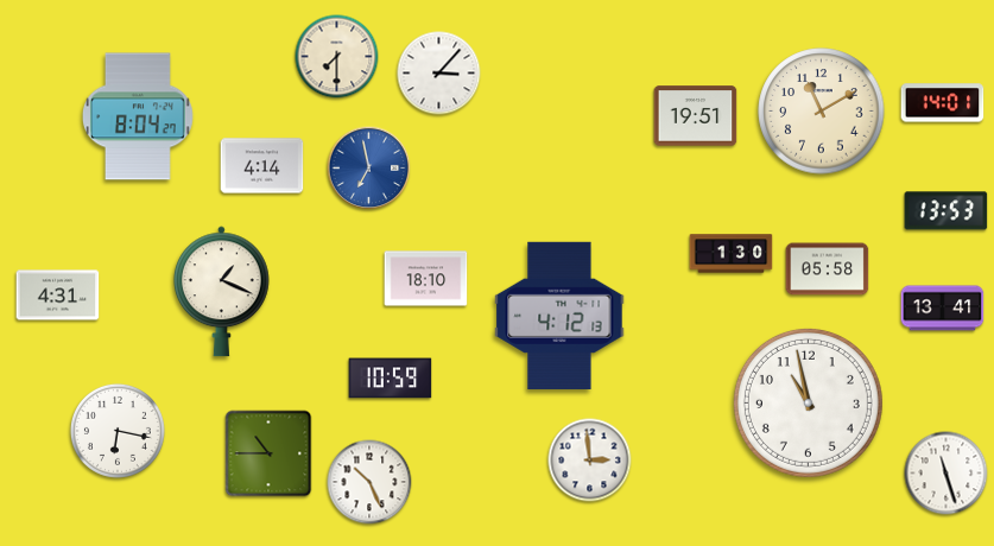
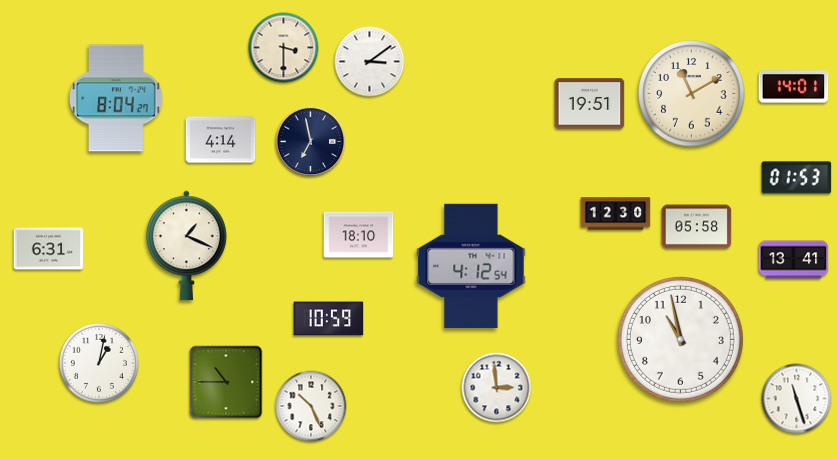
clock at (337, 57): 7:30 -> 3:30
clock at (439, 74): 3:07 -> 3:09
clock at (696, 116) position: (696, 116) -> (590, 104)
clock at (369, 169) dial: blue -> navy
clock at (946, 211): 13:53 -> 01:53
clock at (732, 254): 1:30 -> 12:30
clock at (58, 296): 4:31 -> 6:31
clock at (559, 316): 4:12:13 -> 4:12:54
clock at (118, 431): 6:17 -> 1:02
